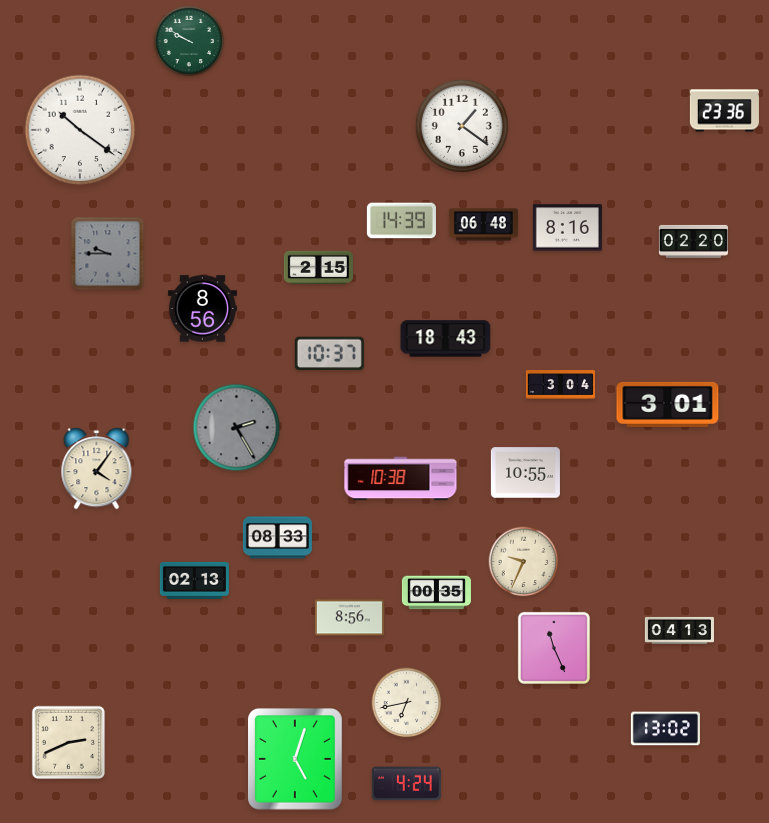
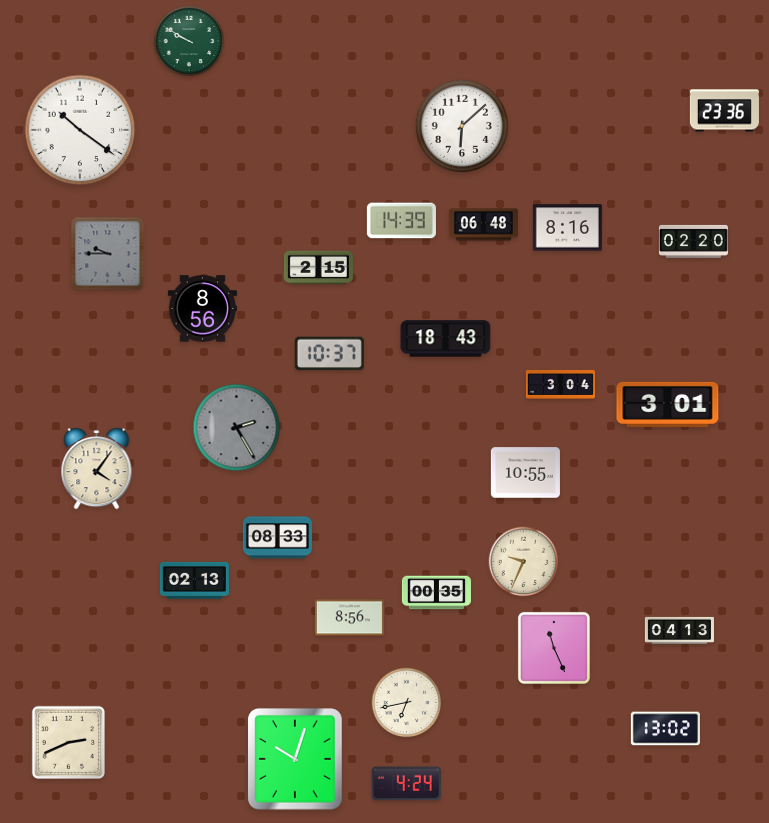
clock at (462, 126): 1:21 -> 6:08
clock at (401, 479): 10:38 -> none
clock at (296, 760): 5:03 -> 10:03
